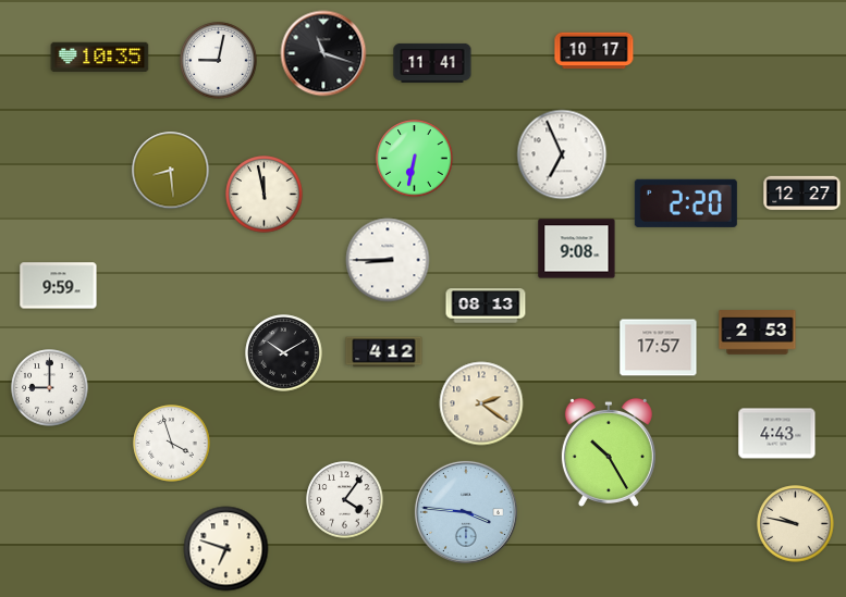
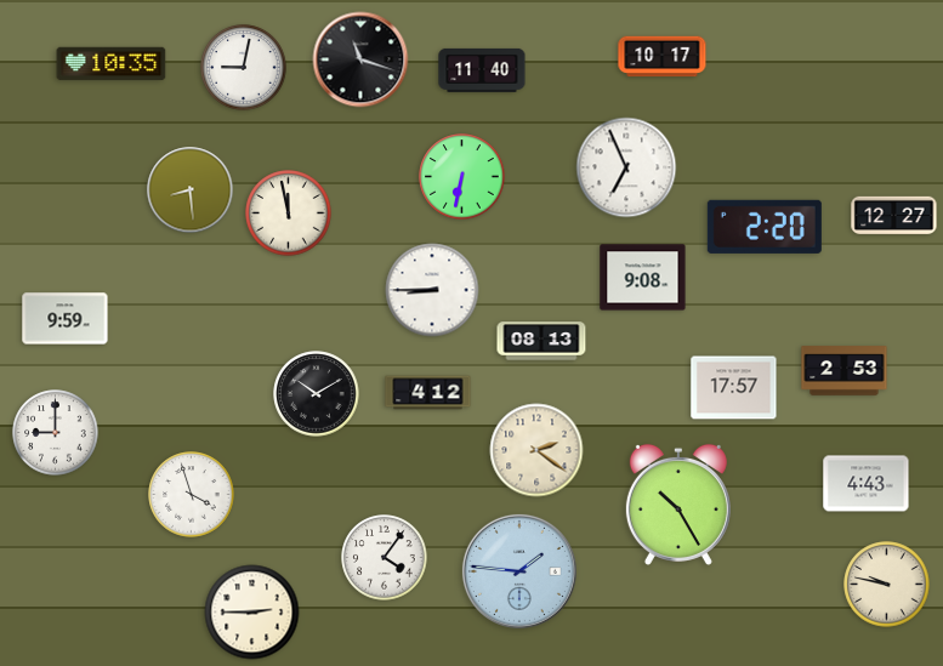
clock at (432, 63): 11:41 -> 11:40
clock at (562, 154) position: (562, 154) -> (626, 167)
clock at (265, 195) position: (265, 195) -> (289, 214)
clock at (466, 512): 3:46 -> 1:46
clock at (226, 549): 6:48 -> 2:45
